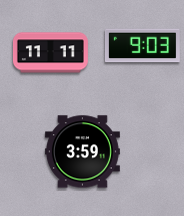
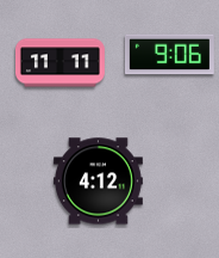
clock at (142, 46): 9:03 -> 9:06
clock at (82, 152): 3:59 -> 4:12
